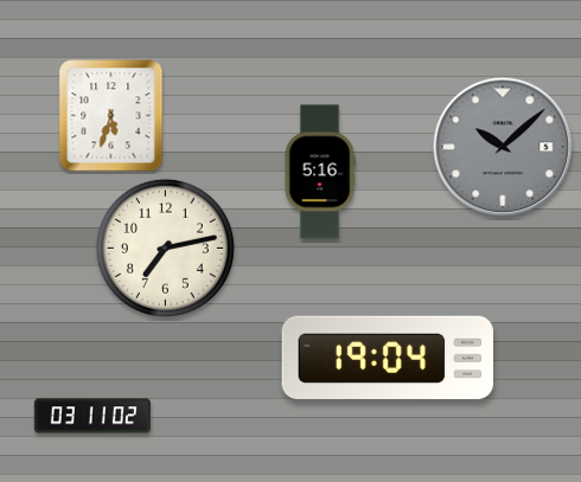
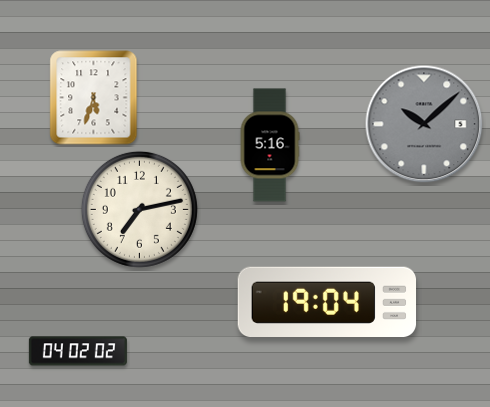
clock at (92, 416): 03:11 -> 04:02
